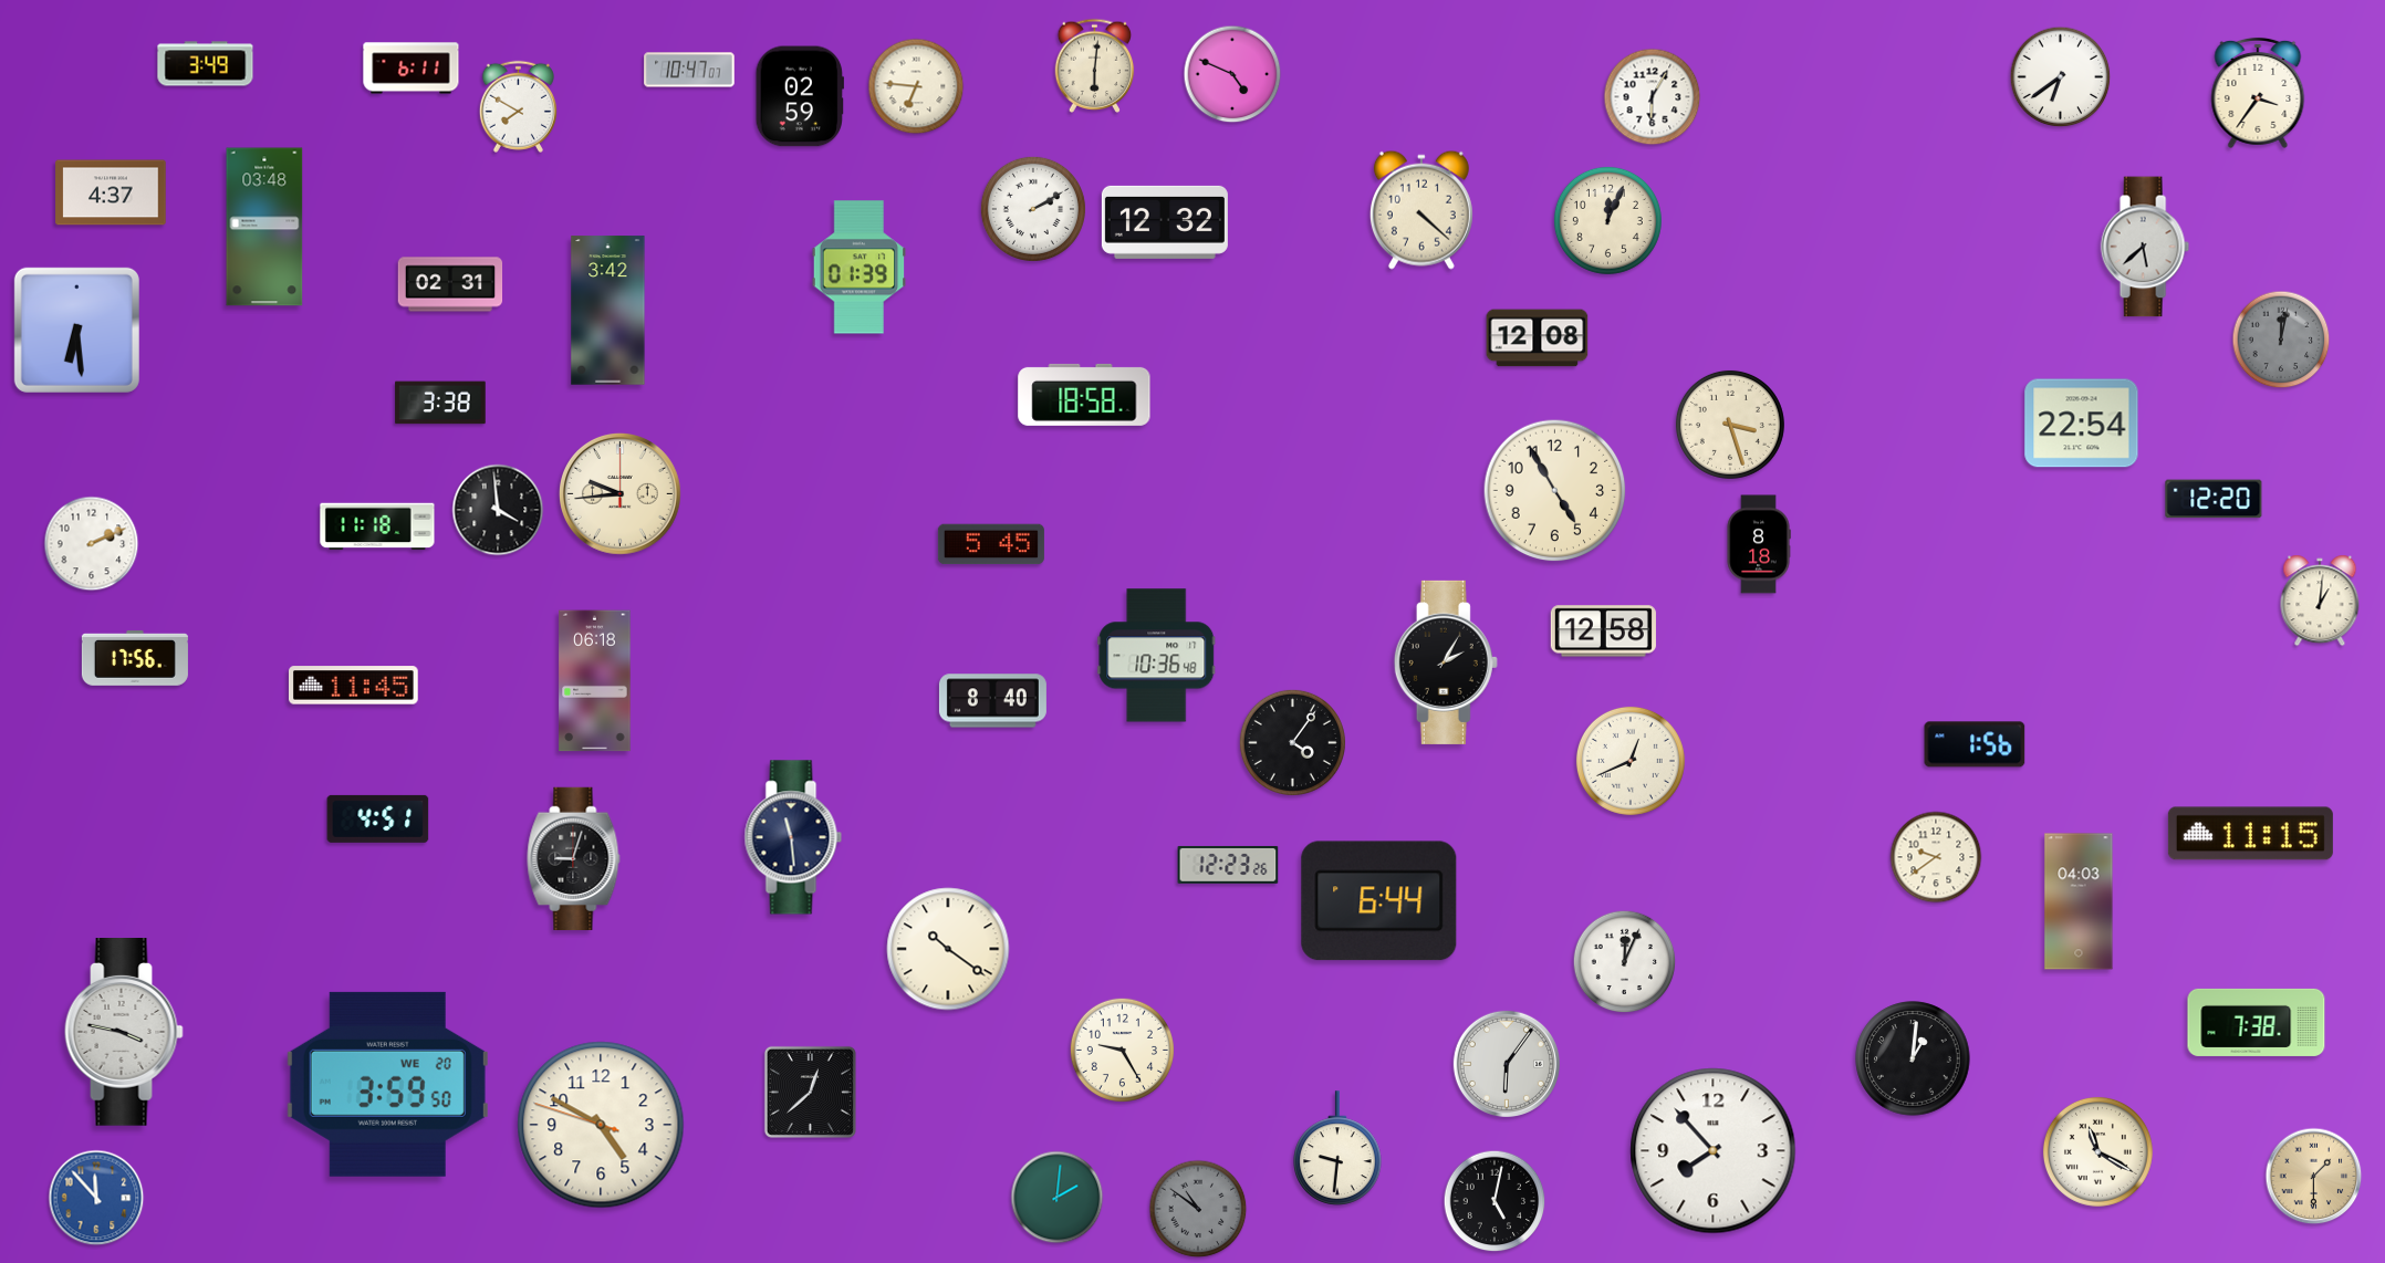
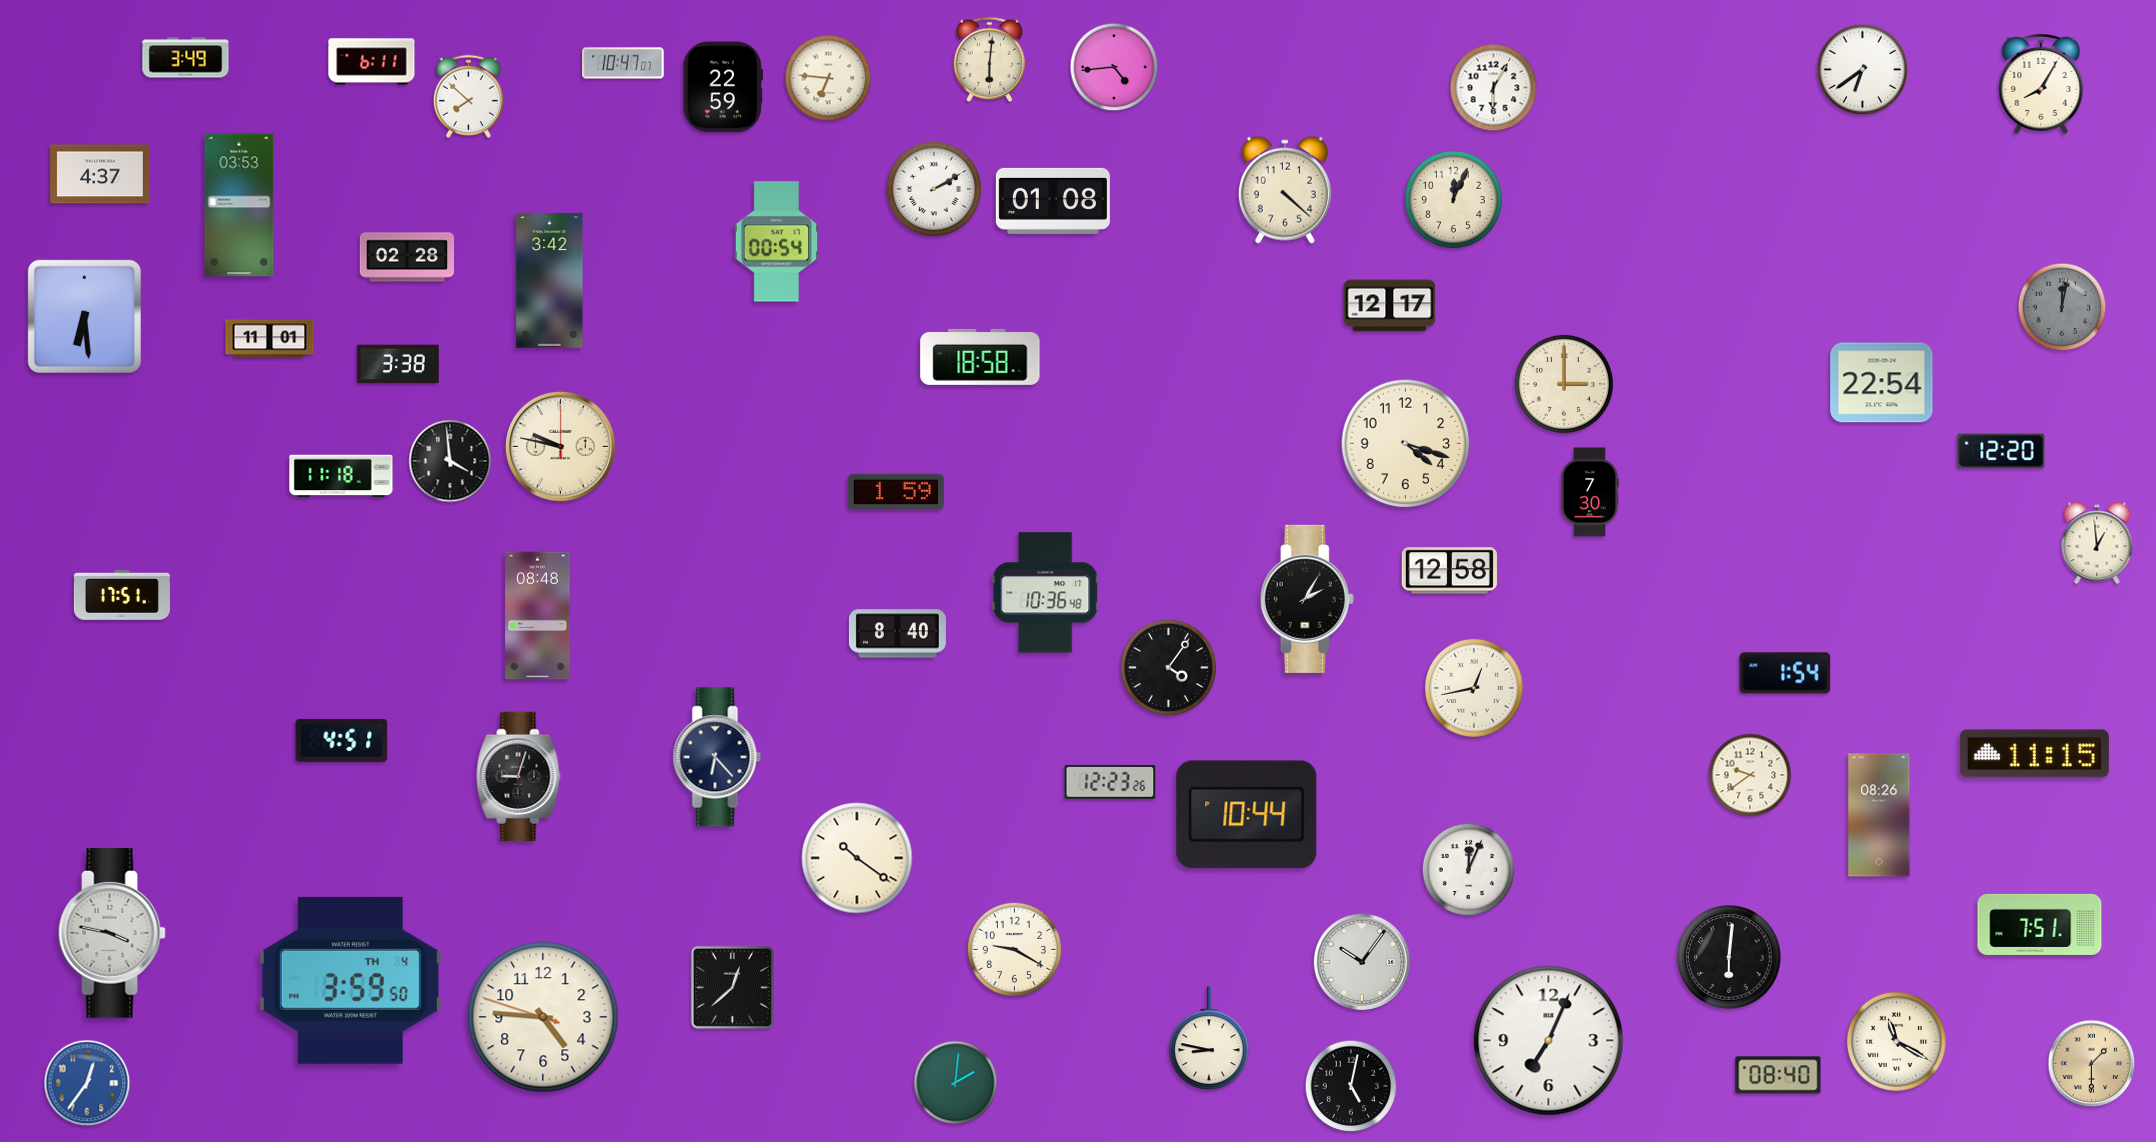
clock at (1232, 74): 4:49 -> 4:44
clock at (2258, 93): 3:36 -> 8:05
clock at (800, 96): 02:59 -> 22:59
clock at (518, 106): 7:50 -> 7:52
clock at (1165, 222): 12:32 -> 01:08
clock at (264, 227): 03:48 -> 03:53
clock at (2145, 247): 5:38 -> none
clock at (860, 268): 01:39 -> 00:54
clock at (450, 284): 02:31 -> 02:28
clock at (76, 330) position: (76, 330) -> (84, 316)
clock at (1538, 338): 12:08 -> 12:17
clock at (270, 339): none -> 11:01
clock at (1730, 425): 3:27 -> 3:00
clock at (1555, 491): 4:55 -> 4:18
clock at (619, 493): 9:44 -> 9:47
clock at (92, 544): 2:11 -> none
clock at (991, 544): 5:45 -> 1:59
clock at (1759, 544): 8:18 -> 7:30
clock at (2320, 601): 1:01 -> 12:59
clock at (135, 658): 17:56 -> 17:51
clock at (595, 681): 06:18 -> 08:48
clock at (354, 686): 11:45 -> none
clock at (1292, 742) position: (1292, 742) -> (1168, 667)
clock at (1975, 744): 1:56 -> 1:54
clock at (1631, 761): 12:41 -> 12:43
clock at (793, 837): 11:29 -> 6:23
clock at (1379, 901): 6:44 -> 10:44
clock at (2079, 901): 04:03 -> 08:26
clock at (2257, 1022): 7:38 -> 7:51
clock at (1122, 1050): 9:25 -> 9:20
clock at (1913, 1058): 1:01 -> 6:01
clock at (1506, 1064): 6:06 -> 10:06
clock at (387, 1084) date: WE 20 -> TH 4
clock at (601, 1125): 4:49 -> 4:45
clock at (1337, 1148): 9:31 -> 8:47
clock at (1714, 1151): 7:53 -> 7:04
clock at (1778, 1075): none -> 08:40
clock at (96, 1198): 11:53 -> 12:36
clock at (1198, 1209): 10:51 -> none
